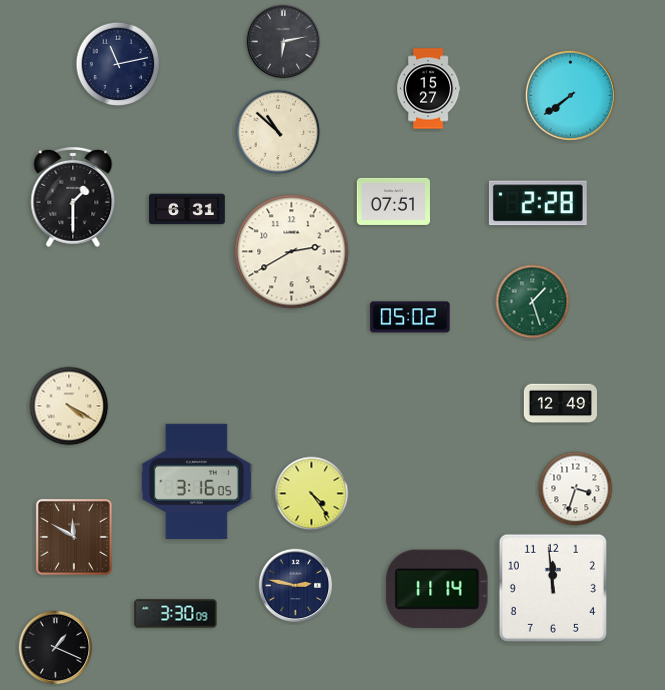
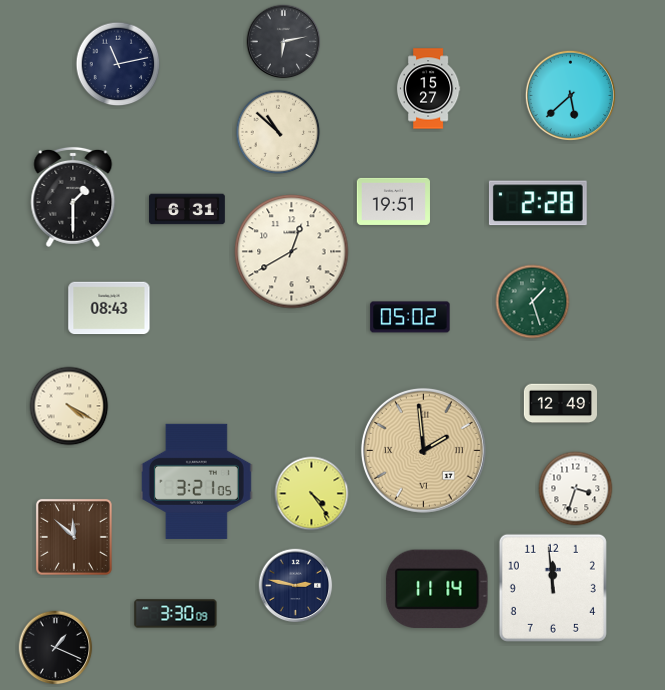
clock at (570, 95): 7:39 -> 5:38
clock at (393, 201): 07:51 -> 19:51
clock at (292, 252): 2:40 -> 12:40
clock at (109, 308): none -> 08:43
clock at (423, 450): none -> 1:59
clock at (196, 481): 3:16 -> 3:21
clock at (74, 537): 11:50 -> 11:52
